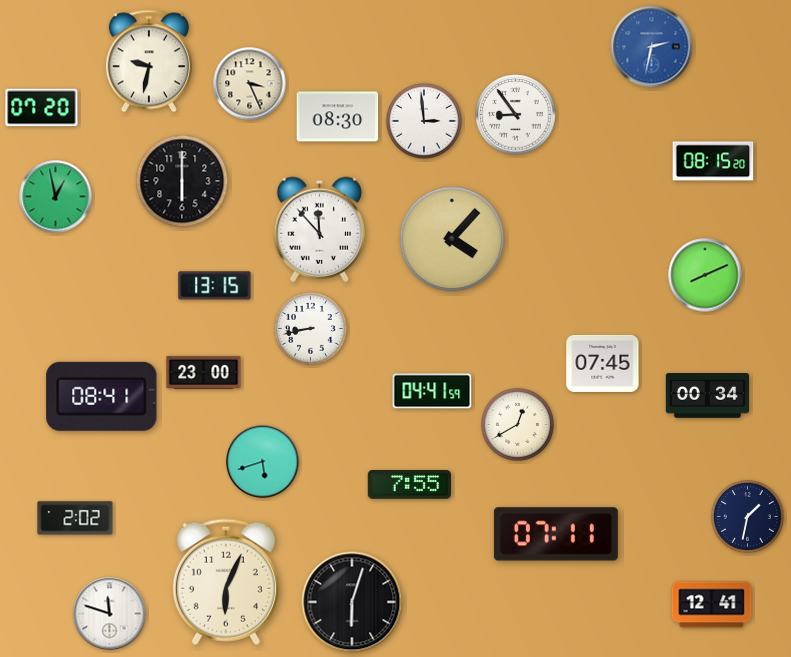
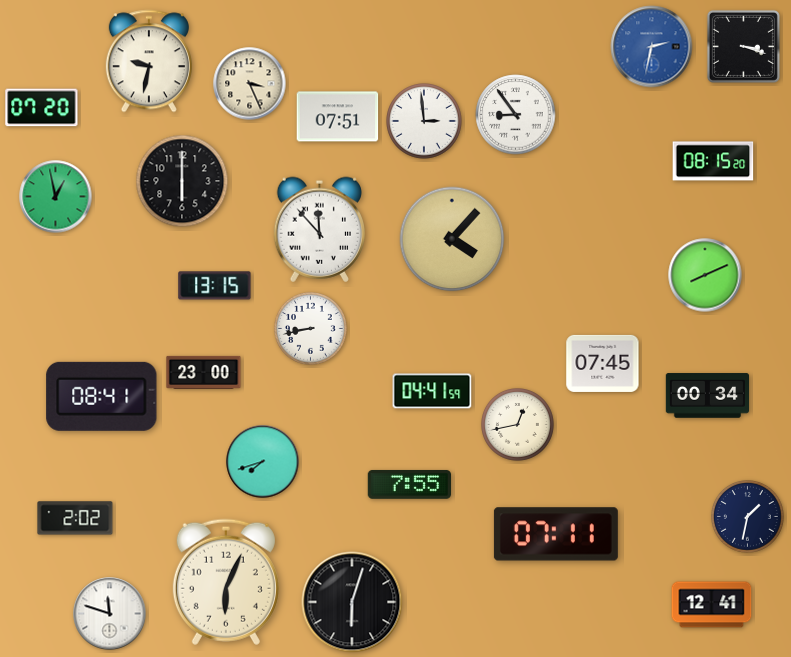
clock at (743, 46): none -> 3:18
clock at (338, 117): 08:30 -> 07:51
clock at (518, 425): 12:40 -> 12:43
clock at (263, 462): 5:42 -> 7:42
